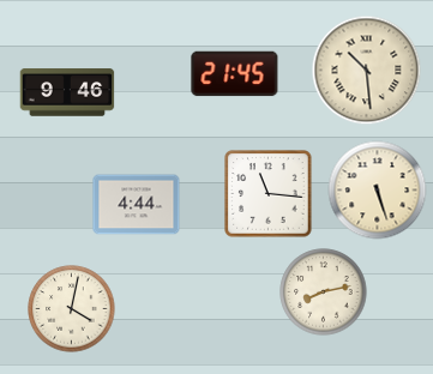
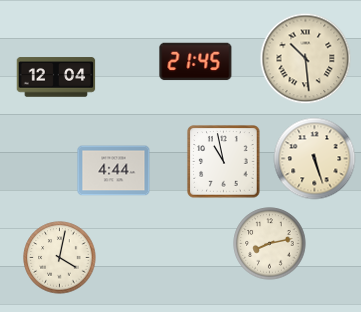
clock at (67, 92): 9:46 -> 12:04
clock at (269, 194): 11:16 -> 10:58
